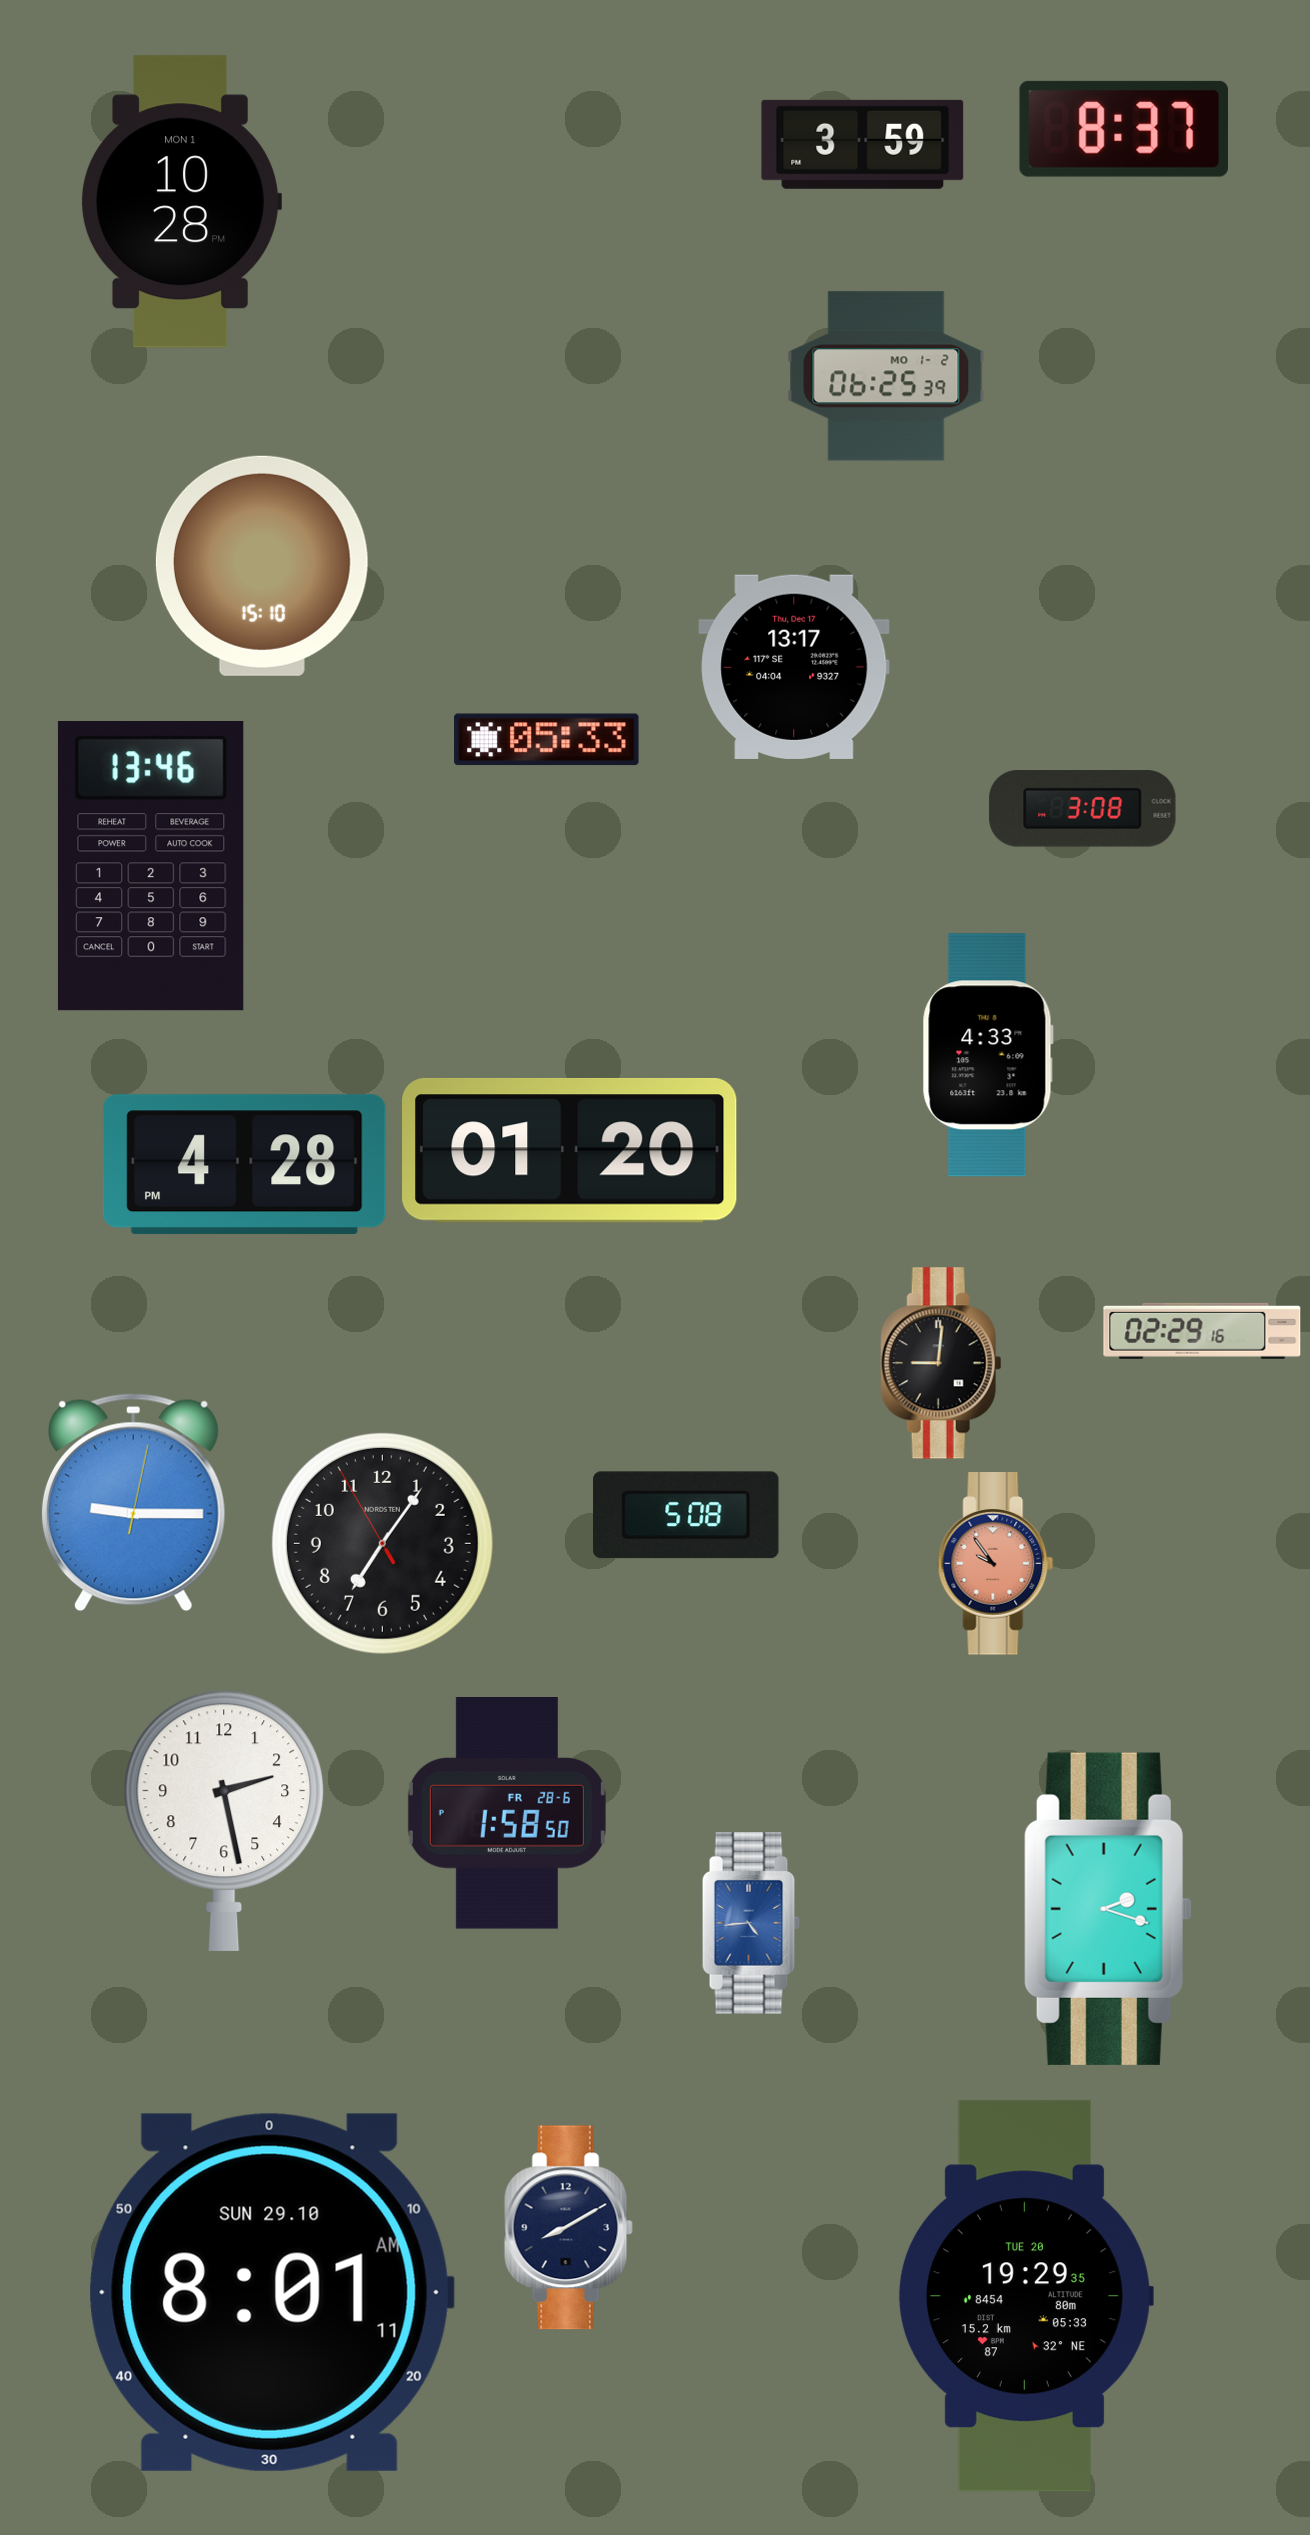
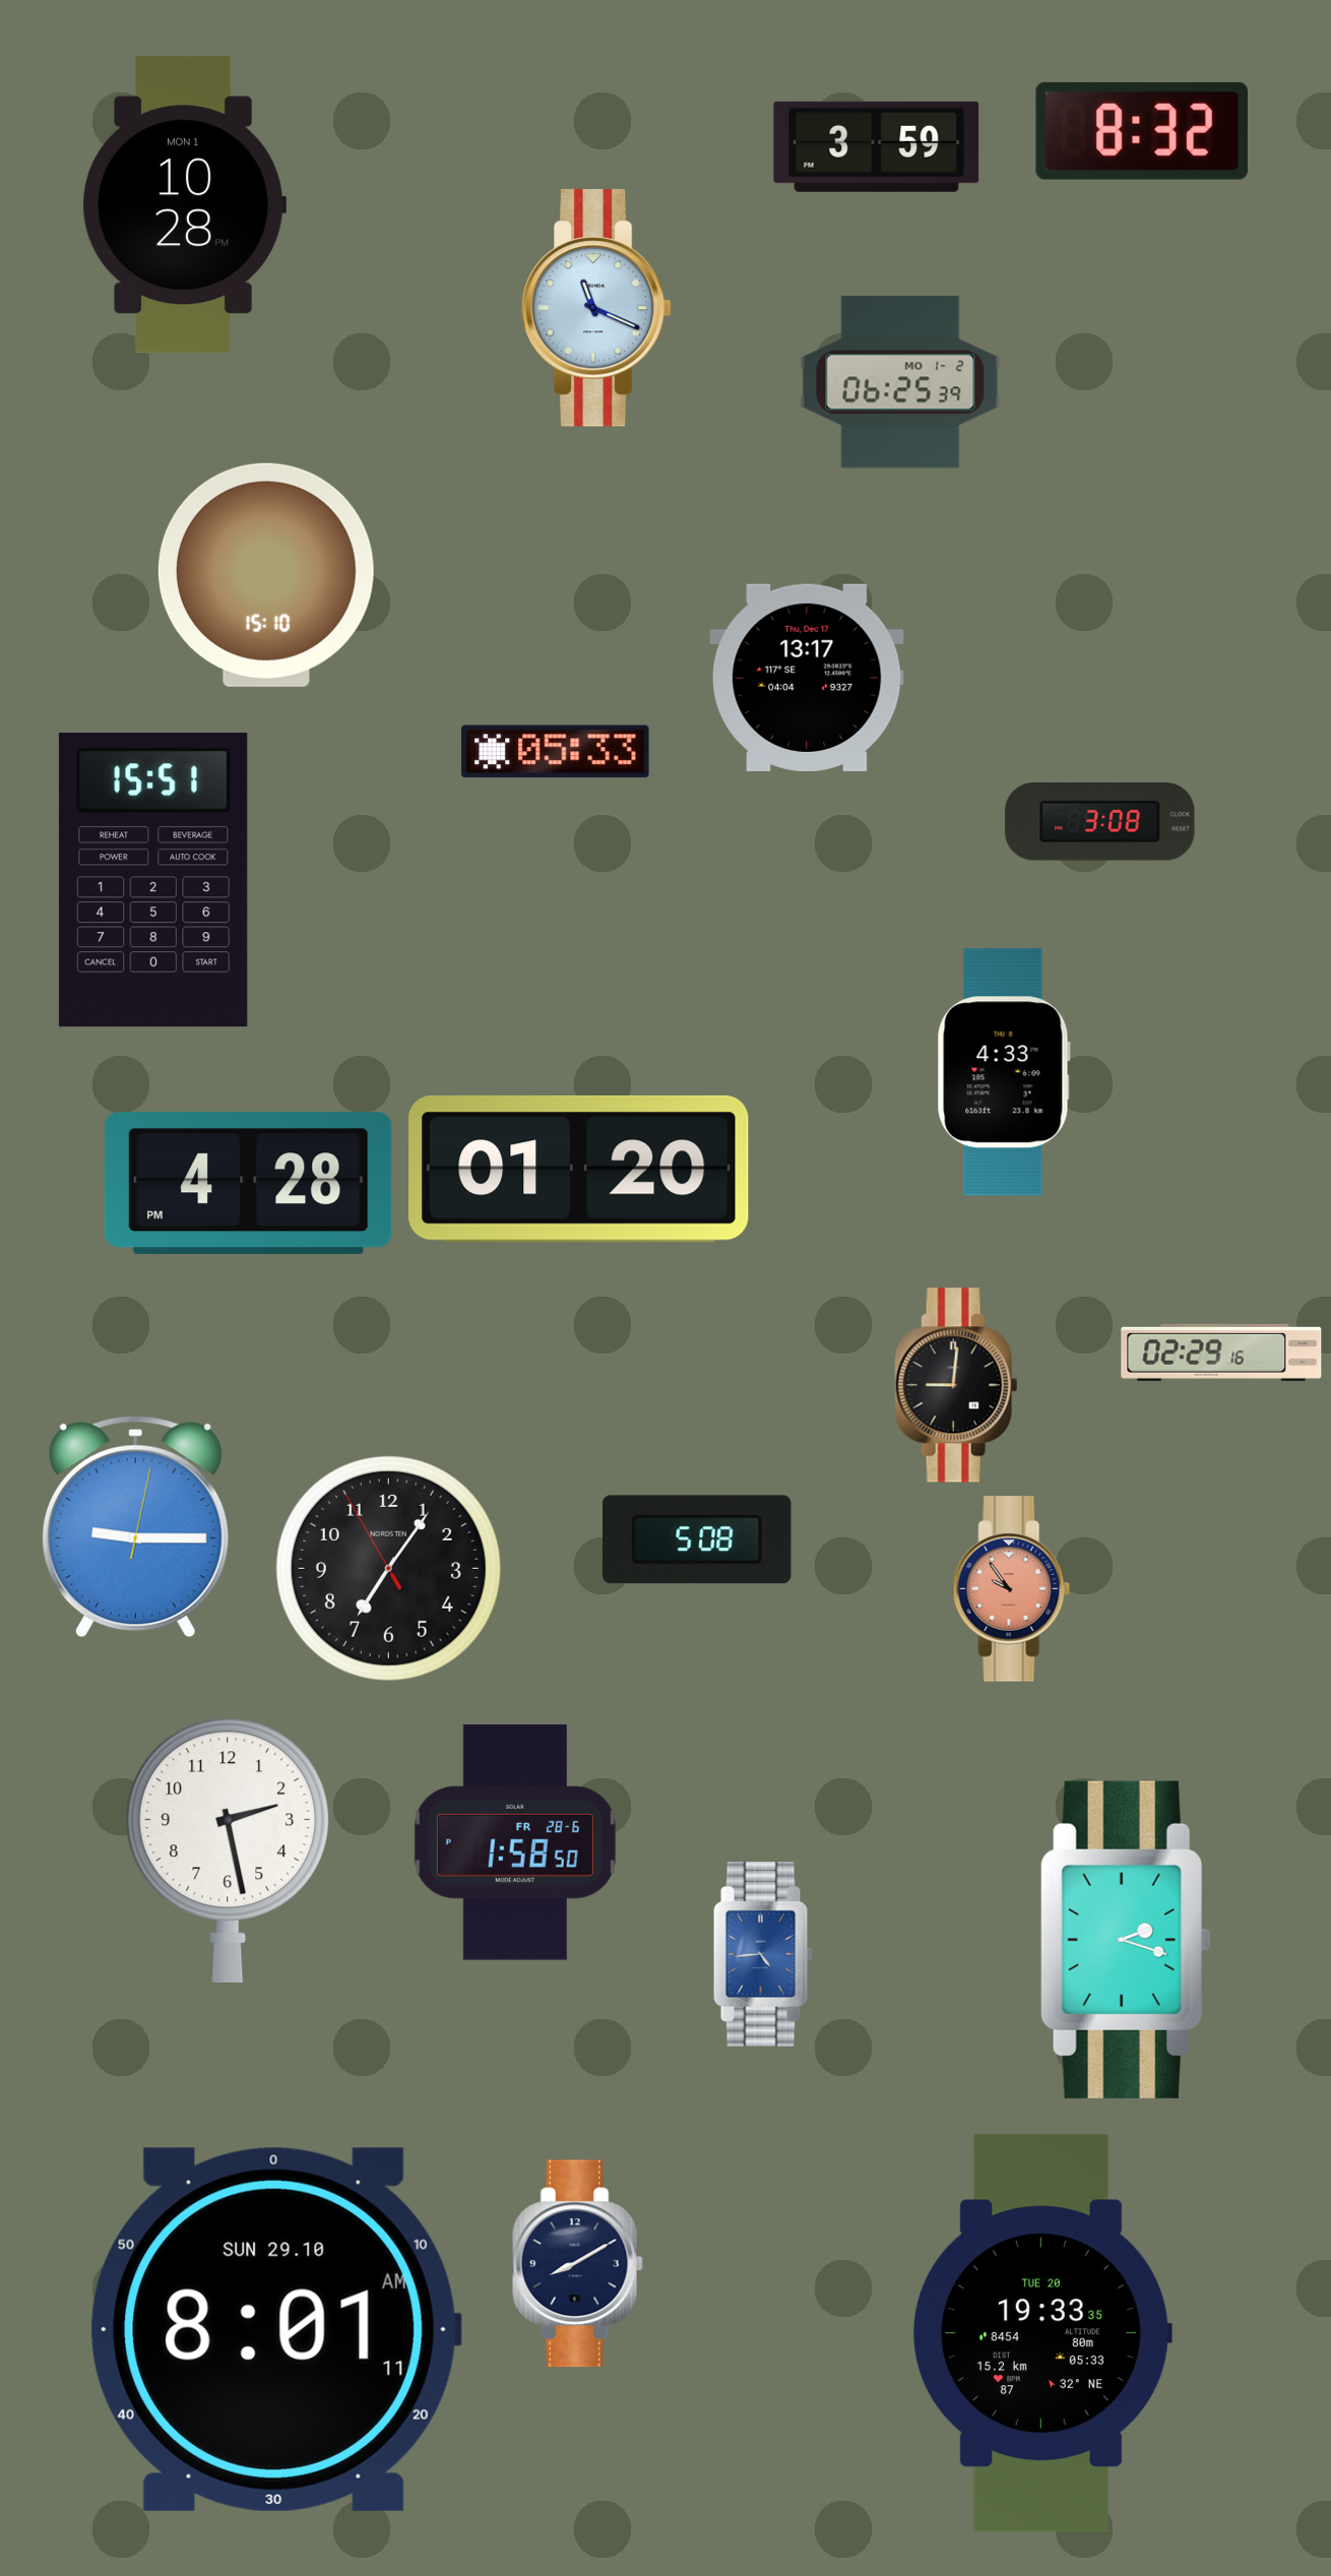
clock at (1124, 129): 8:37 -> 8:32
clock at (596, 308): none -> 11:19
clock at (151, 867): 13:46 -> 15:51
clock at (1025, 2296): 19:29 -> 19:33
